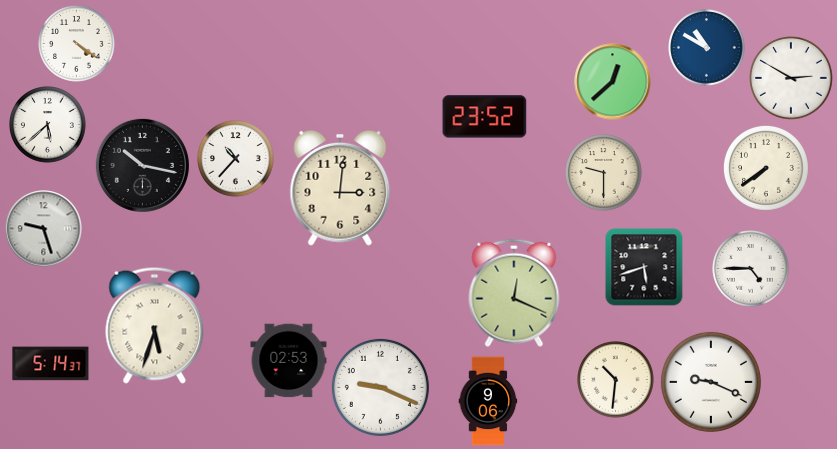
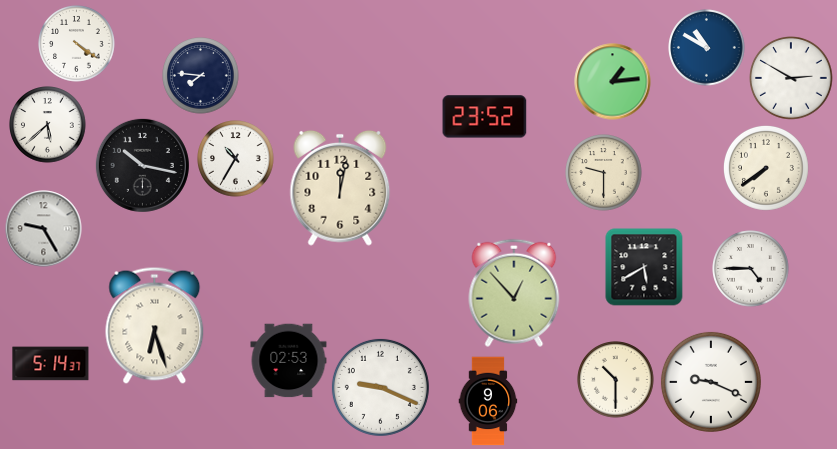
clock at (201, 76): none -> 7:46
clock at (613, 82): 12:38 -> 1:14
clock at (236, 159): 10:37 -> 10:35
clock at (340, 188): 3:01 -> 12:02
clock at (44, 229): 9:27 -> 9:25
clock at (644, 267): 5:42 -> 5:40
clock at (514, 293): 12:19 -> 12:53
clock at (155, 325): 5:33 -> 6:27
clock at (616, 380): 10:31 -> 10:30
